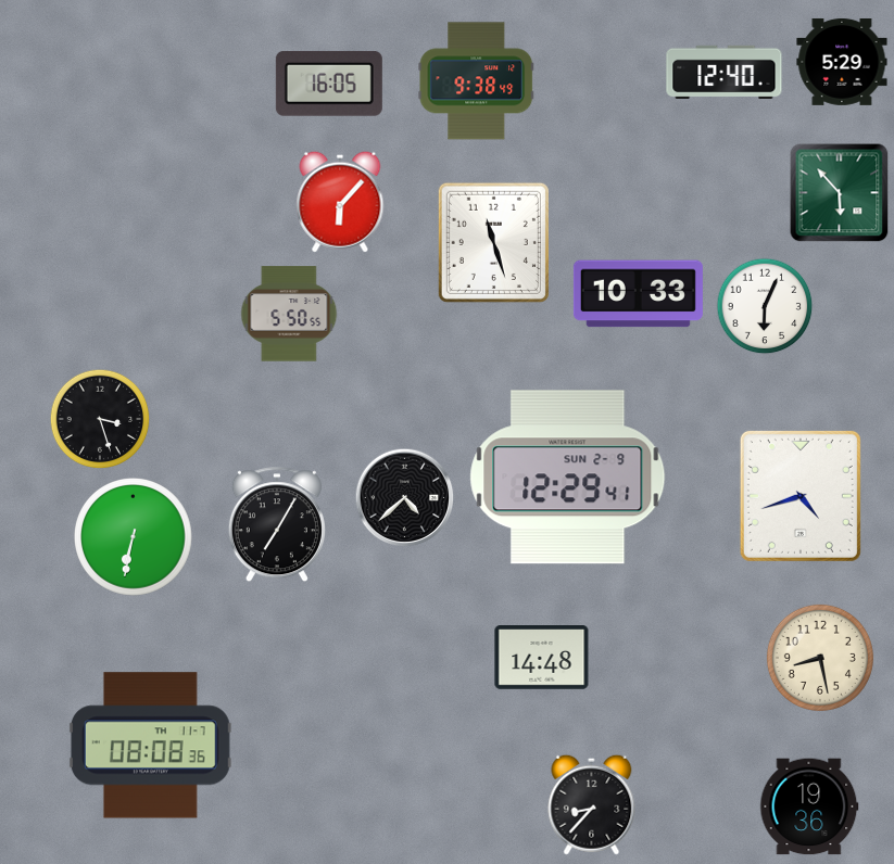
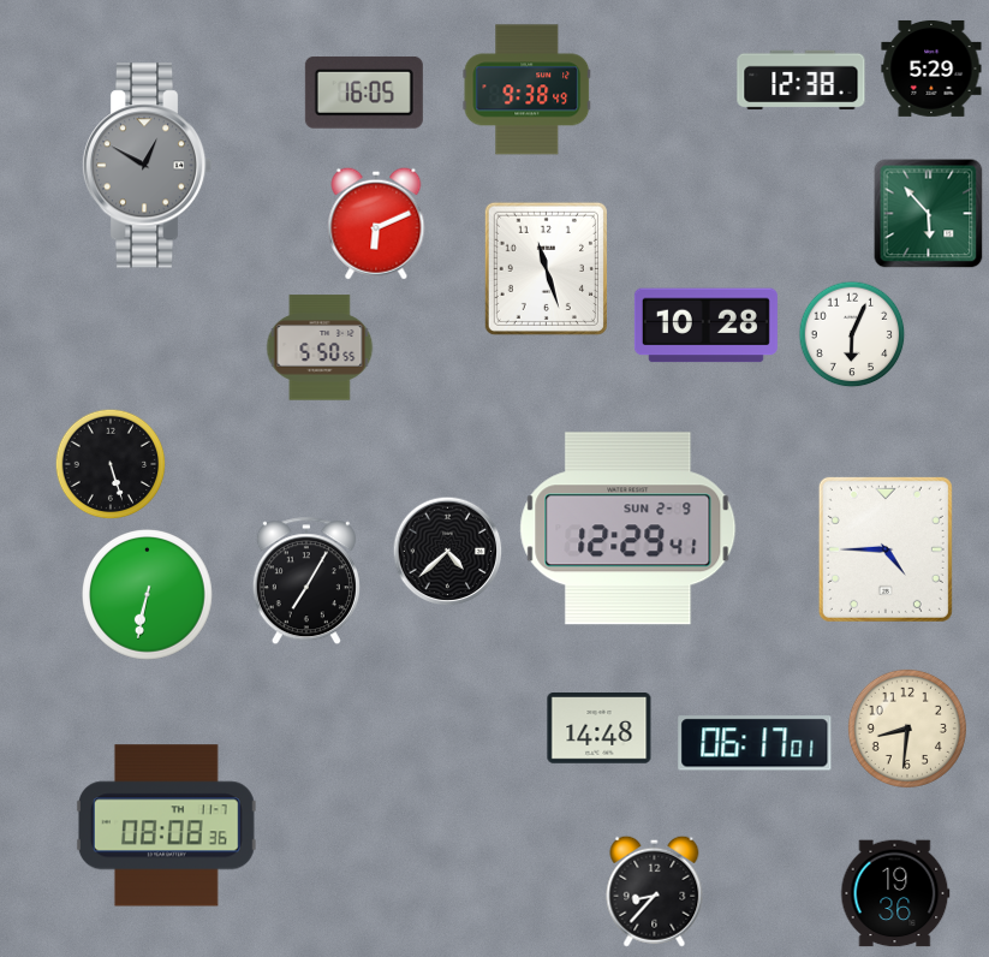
clock at (725, 73): 12:40 -> 12:38
clock at (147, 166): none -> 12:50
clock at (340, 202): 6:07 -> 6:11
clock at (638, 294): 10:33 -> 10:28
clock at (765, 306) position: (765, 306) -> (852, 334)
clock at (100, 419): 3:27 -> 5:27
clock at (801, 496): 4:42 -> 4:45
clock at (820, 658): 8:28 -> 8:31
clock at (755, 743): none -> 06:17
